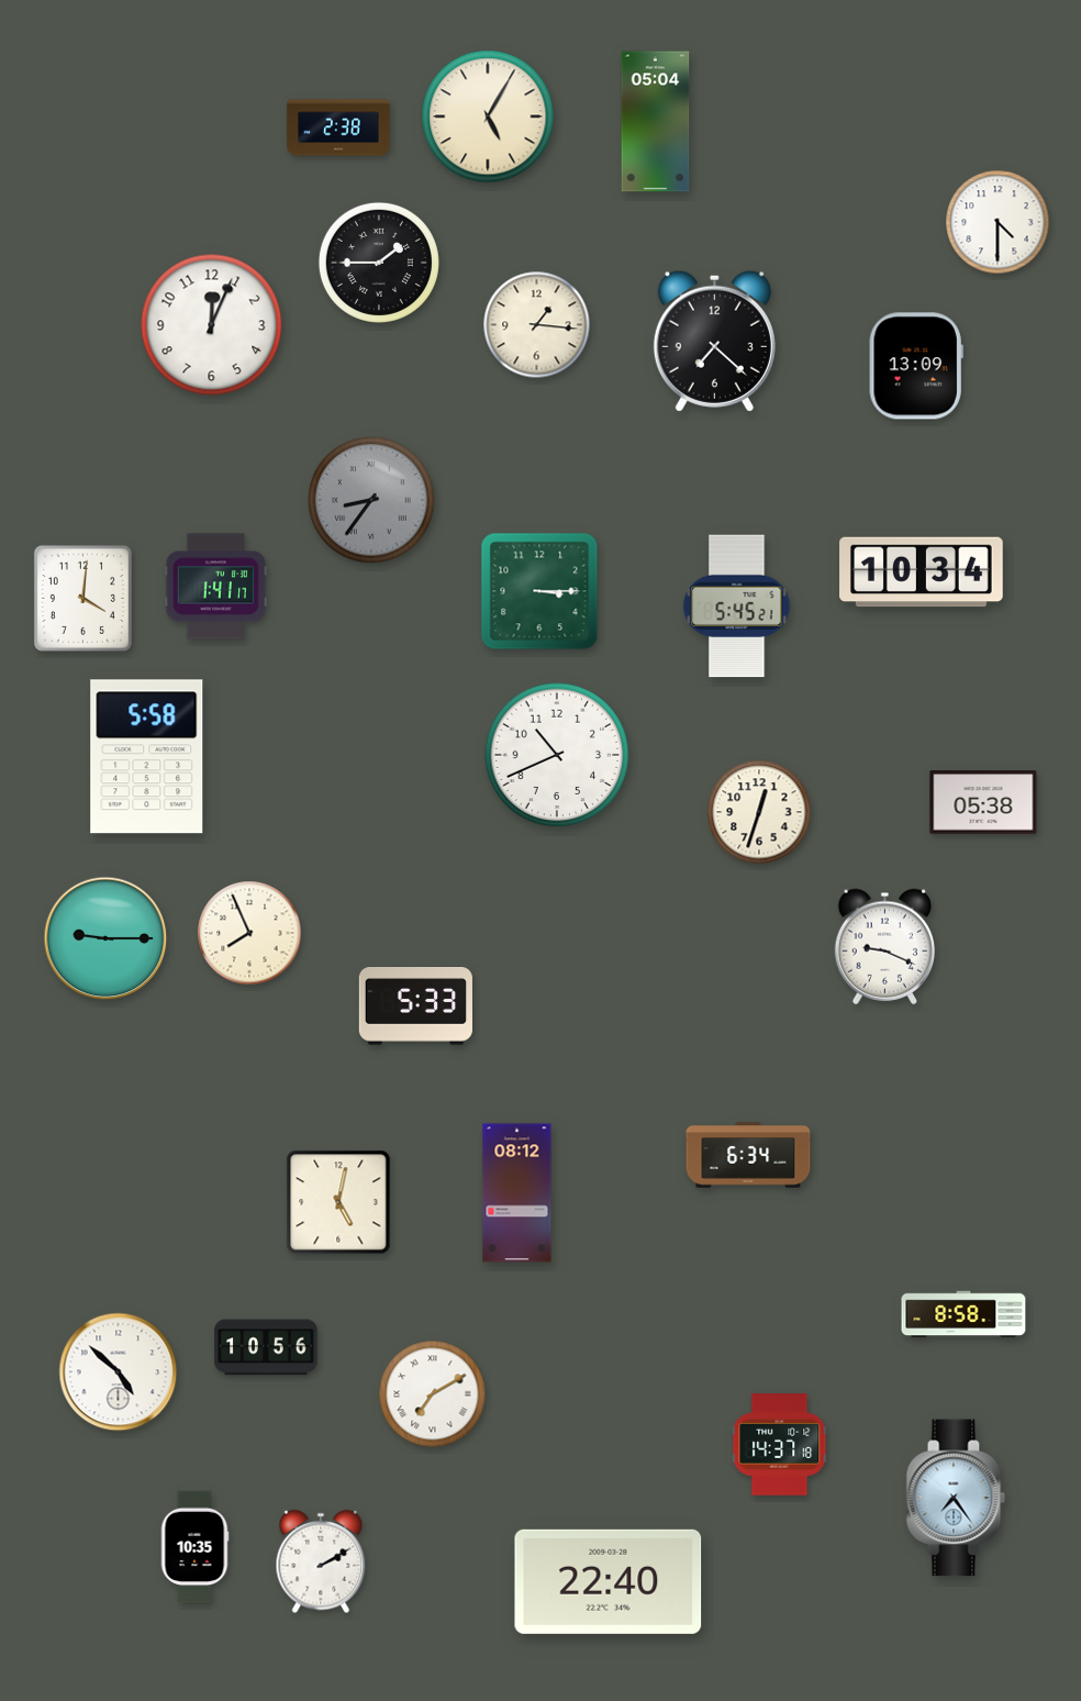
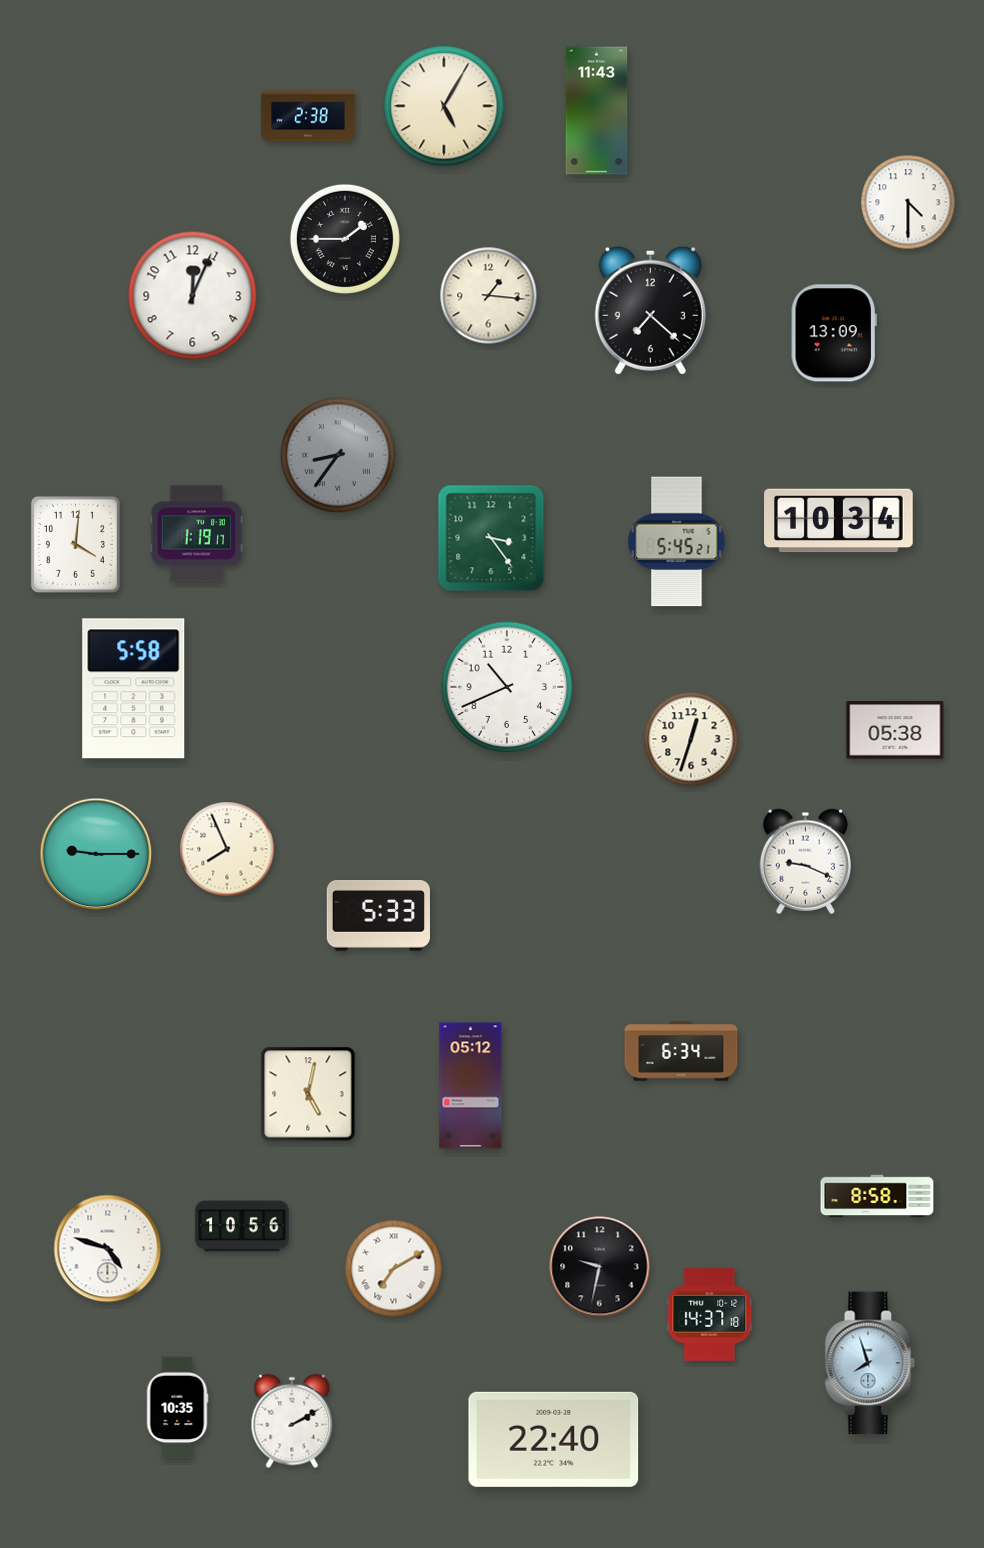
clock at (656, 122): 05:04 -> 11:43
clock at (216, 587): 1:41 -> 1:19
clock at (539, 591): 3:15 -> 3:24
clock at (737, 607) position: (737, 607) -> (677, 542)
clock at (517, 1193): 08:12 -> 05:12
clock at (119, 1372): 4:52 -> 4:48
clock at (600, 1267): none -> 9:32
clock at (956, 1498): 7:24 -> 7:57
